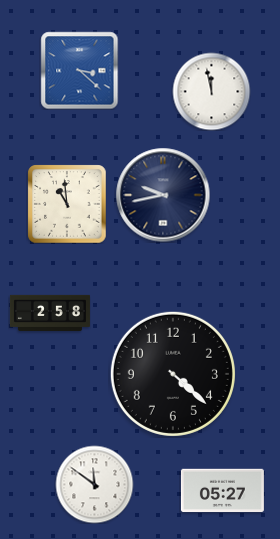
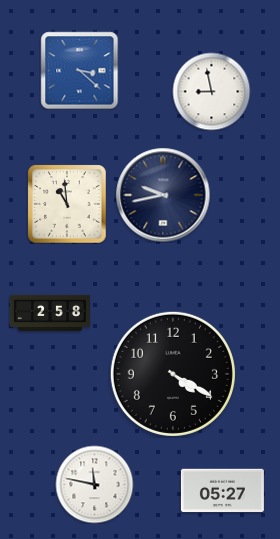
clock at (211, 91): 11:58 -> 8:58
clock at (173, 374): 4:22 -> 4:20
clock at (94, 484): 11:51 -> 11:47
